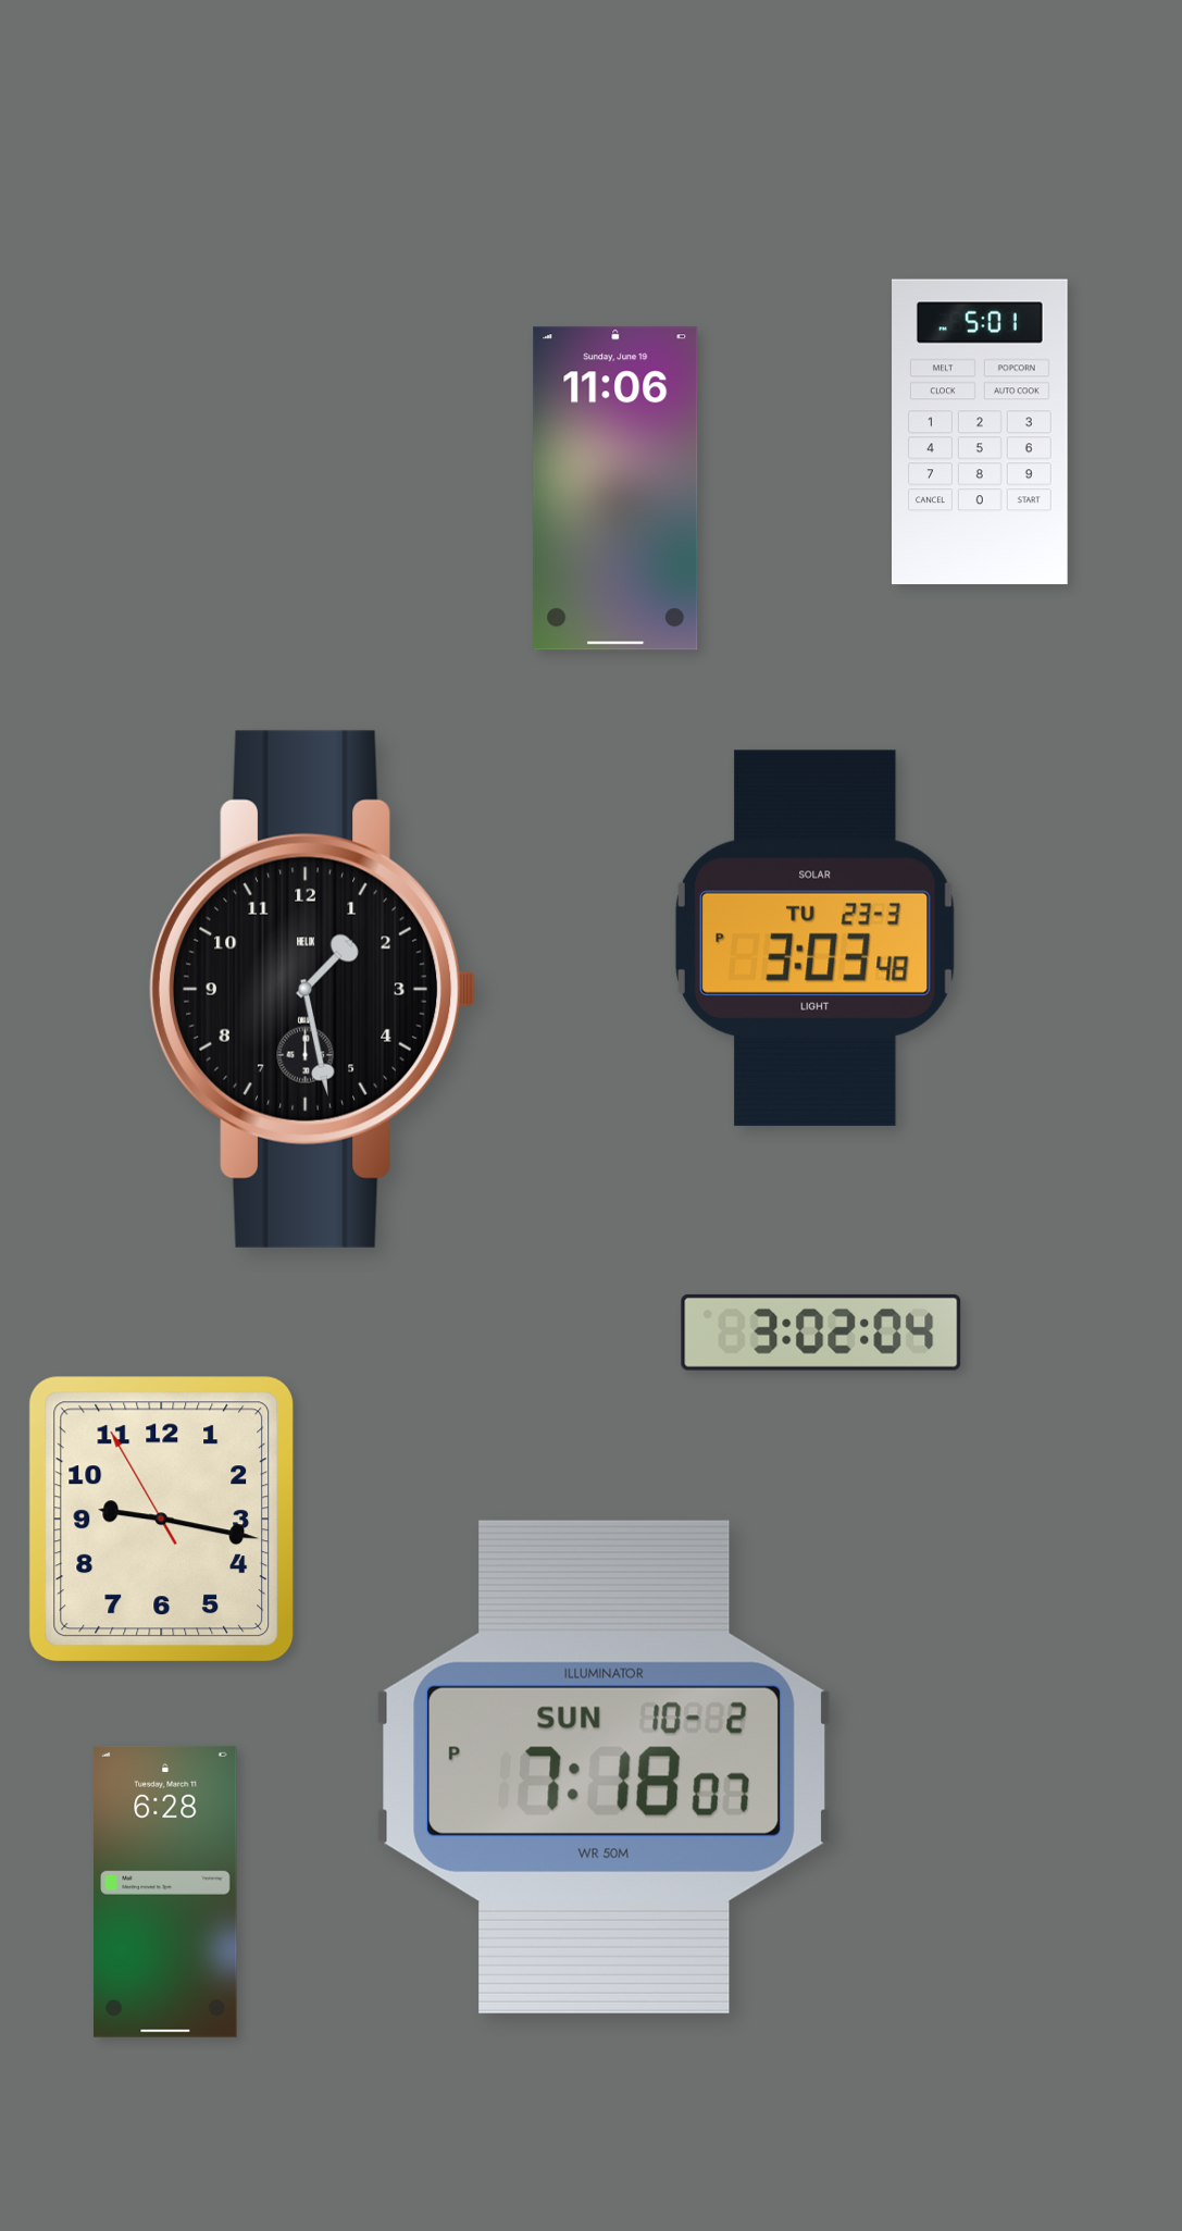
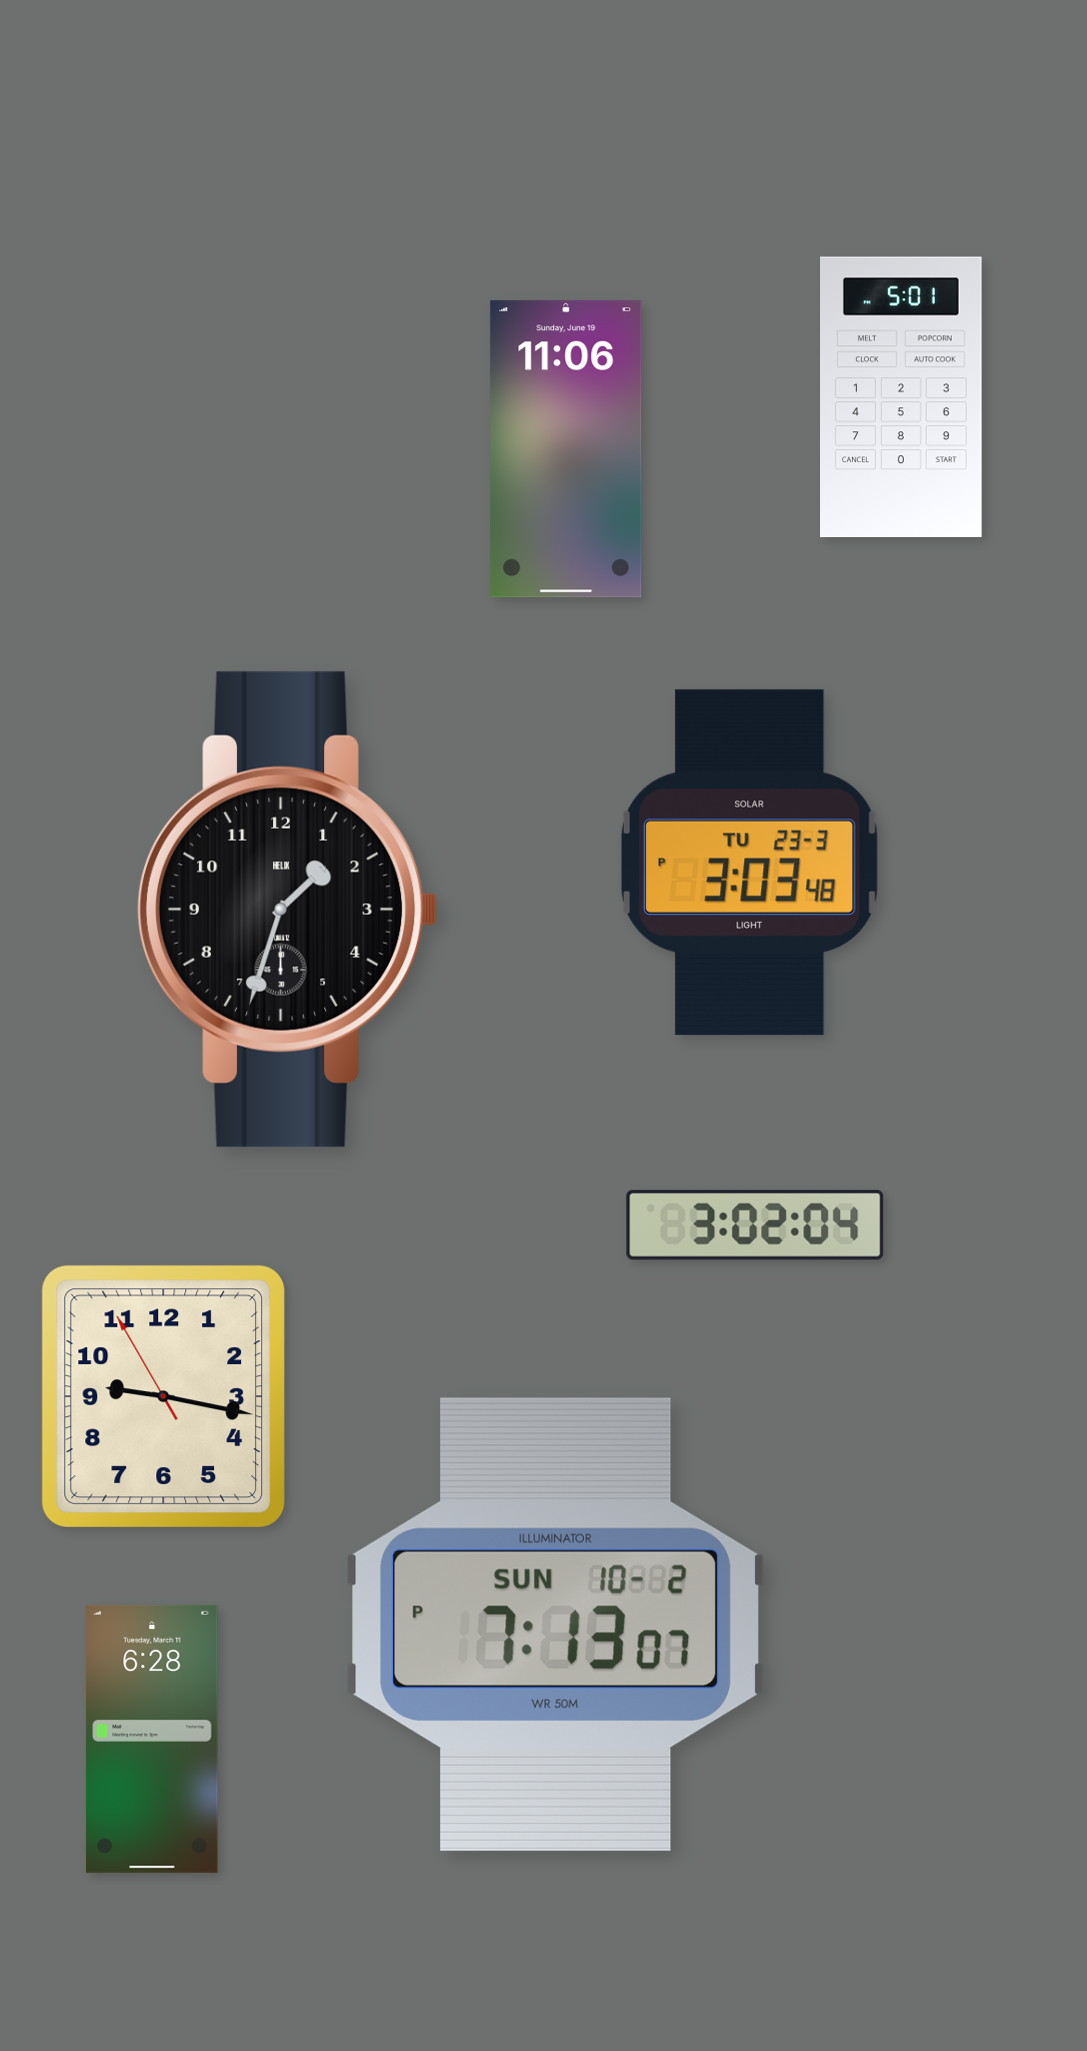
clock at (312, 989): 1:28 -> 1:33
clock at (162, 1520) position: (162, 1520) -> (164, 1397)
clock at (604, 1767): 7:18 -> 7:13
